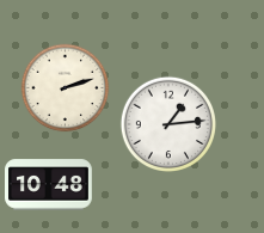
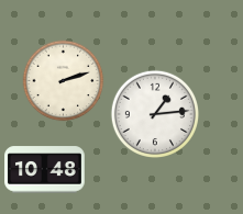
clock at (66, 88) position: (66, 88) -> (64, 81)
